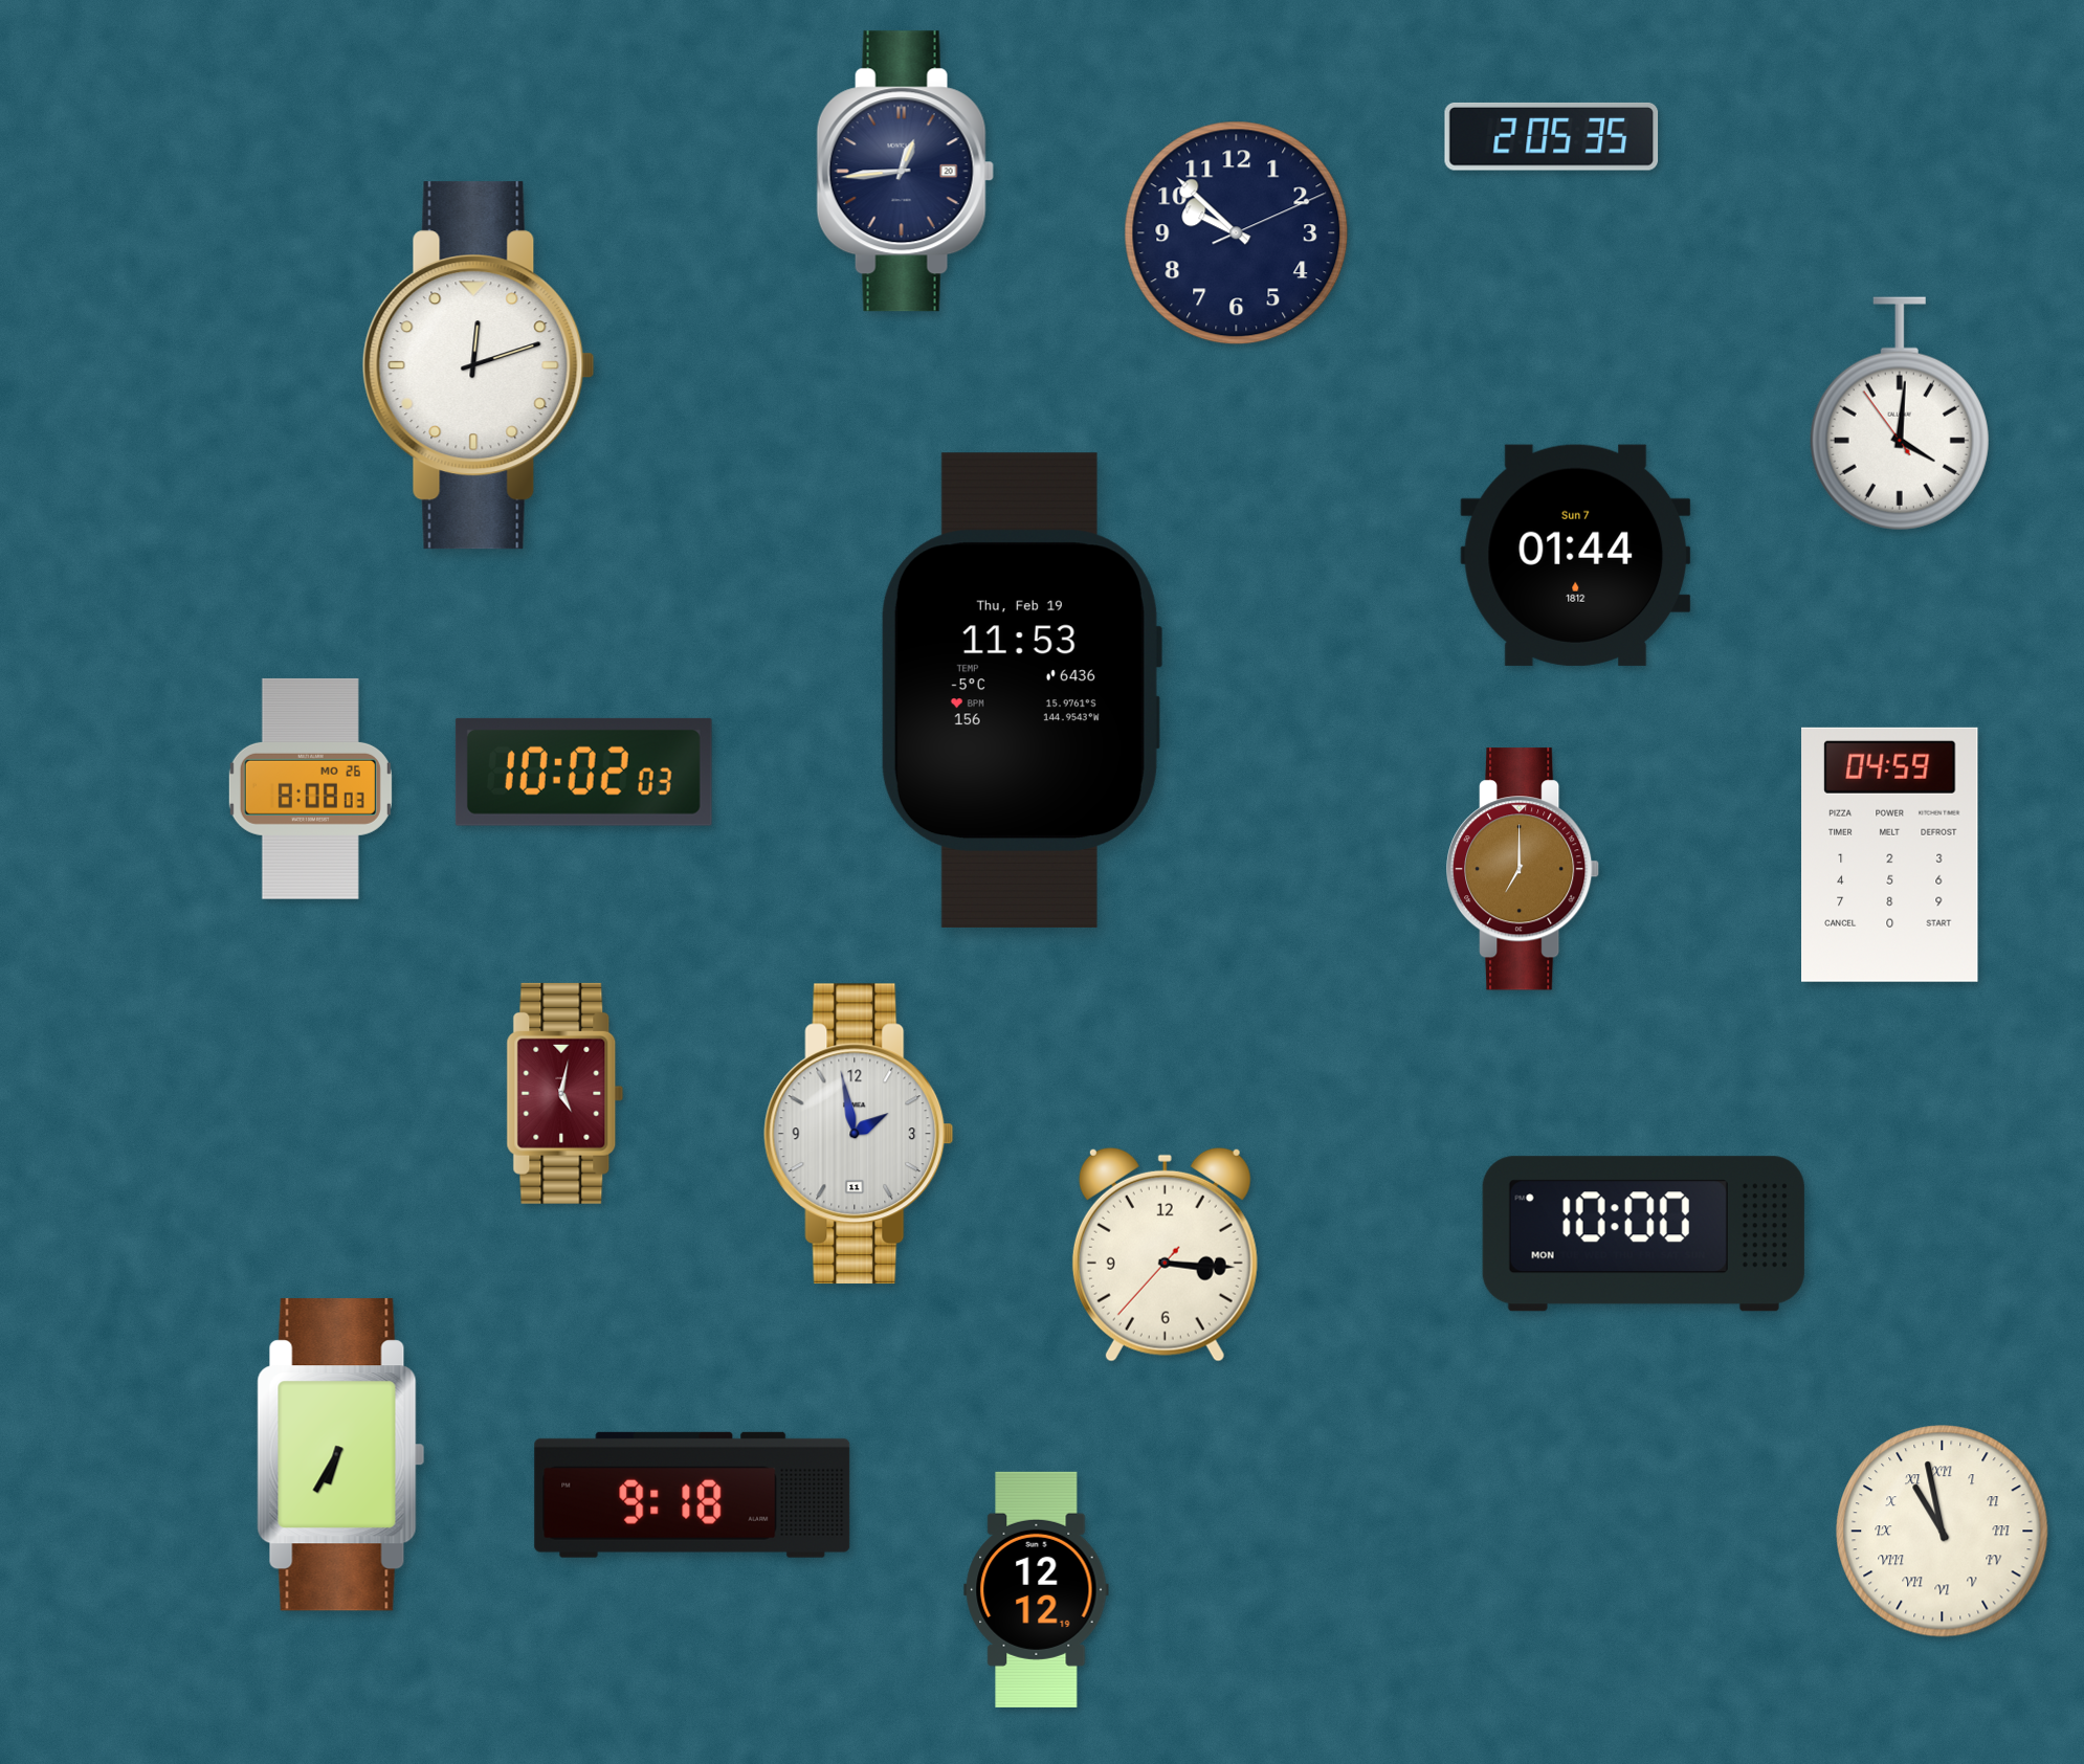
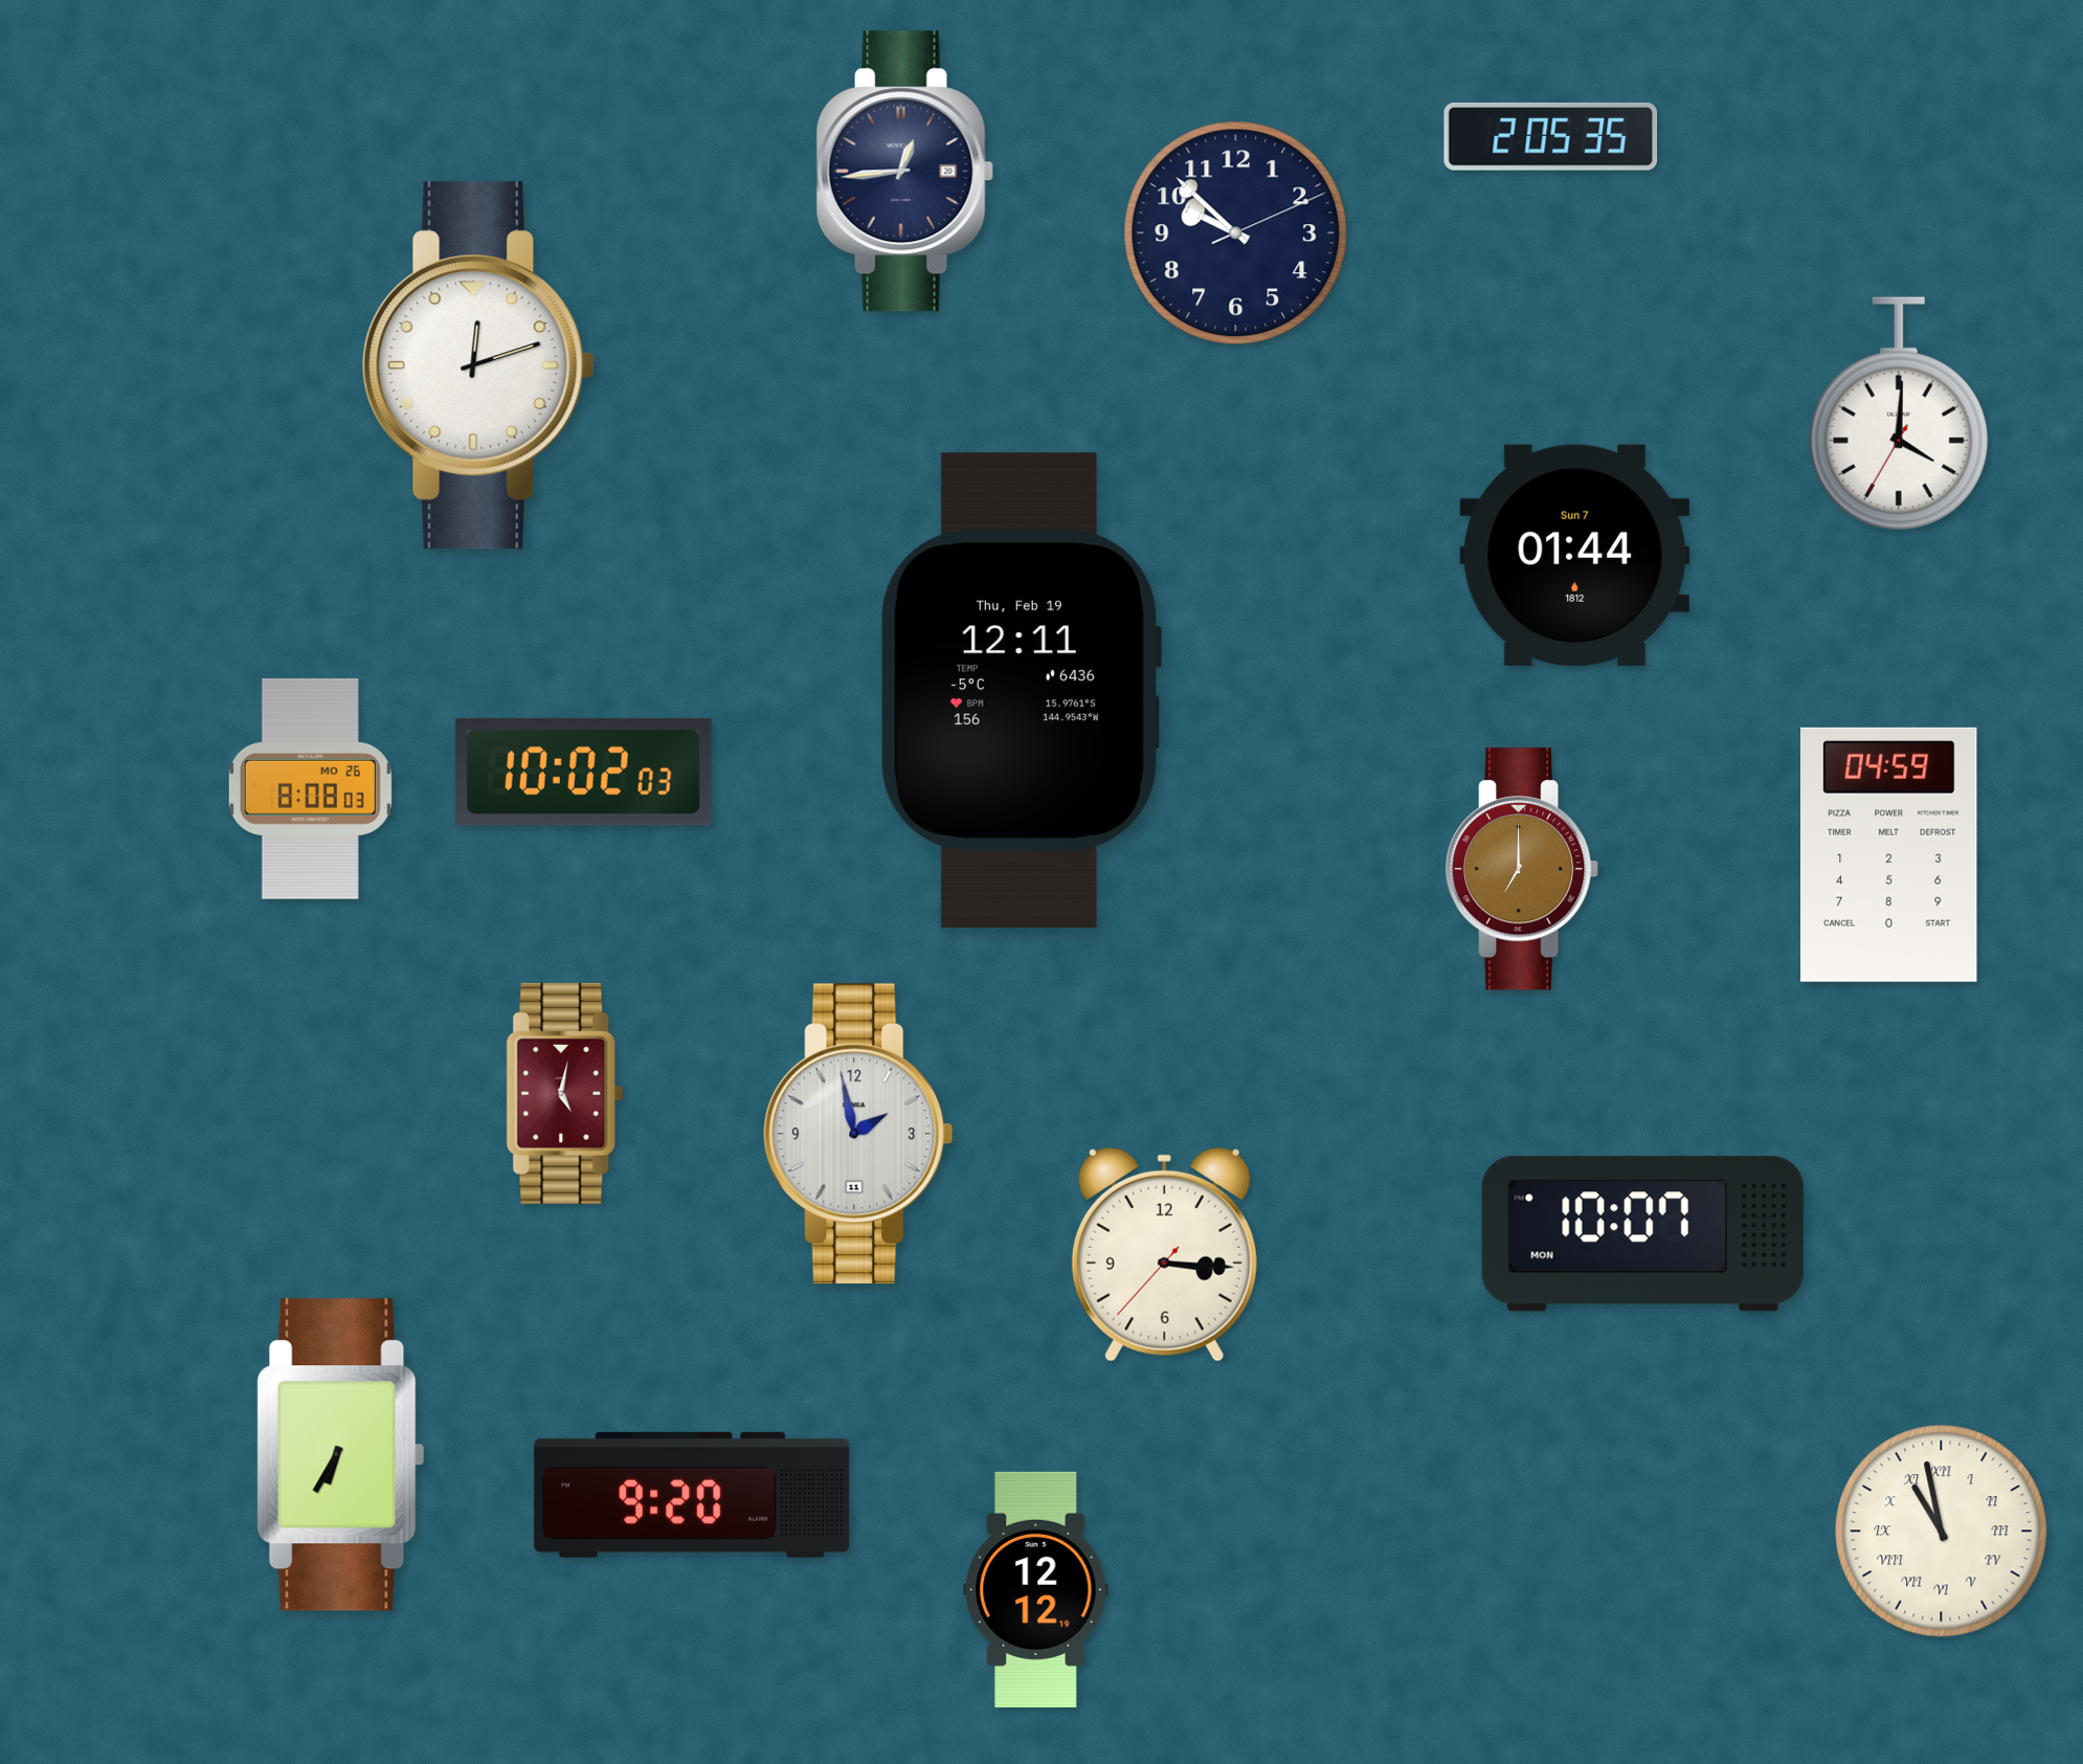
clock at (1900, 414): 4:00:54 -> 4:00:35
clock at (1021, 690): 11:53 -> 12:11
clock at (1643, 1234): 10:00 -> 10:07
clock at (692, 1495): 9:18 -> 9:20
